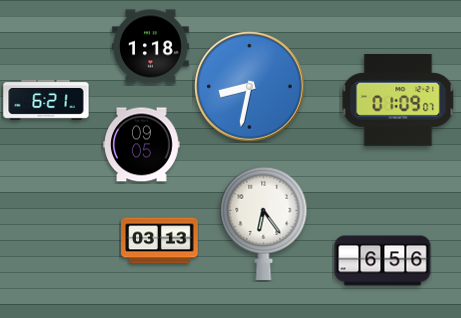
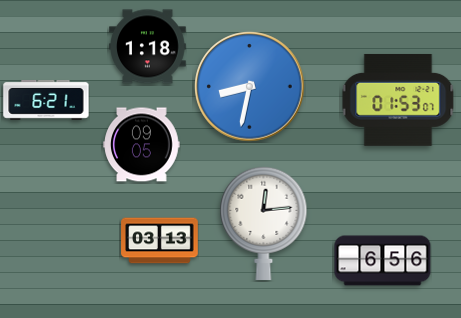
clock at (151, 47) position: (151, 47) -> (148, 47)
clock at (398, 100): 01:09 -> 01:53
clock at (264, 223): 6:24 -> 12:14
